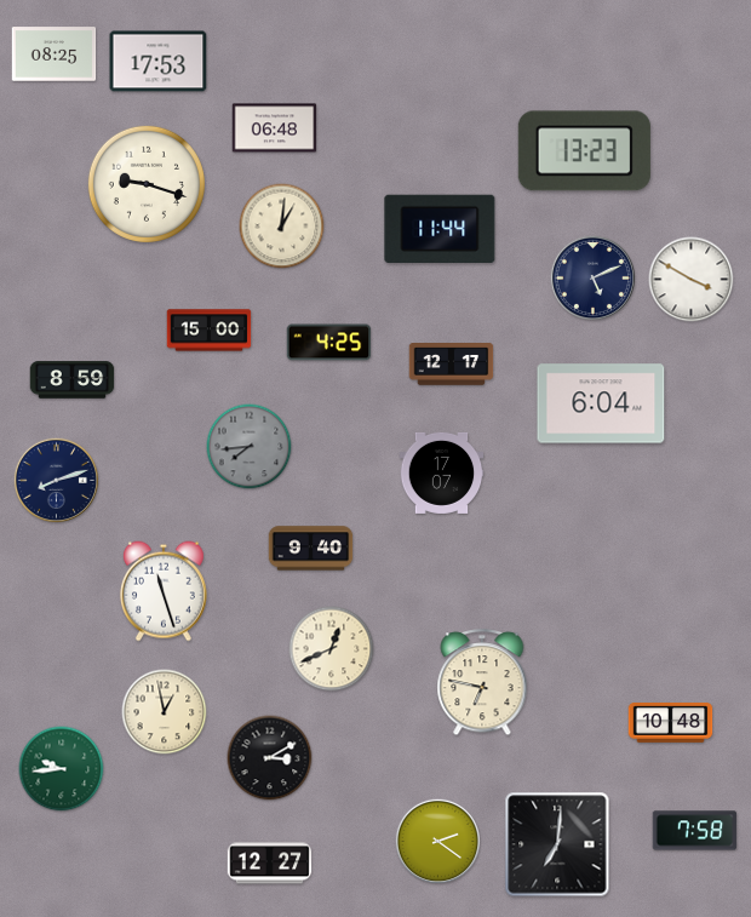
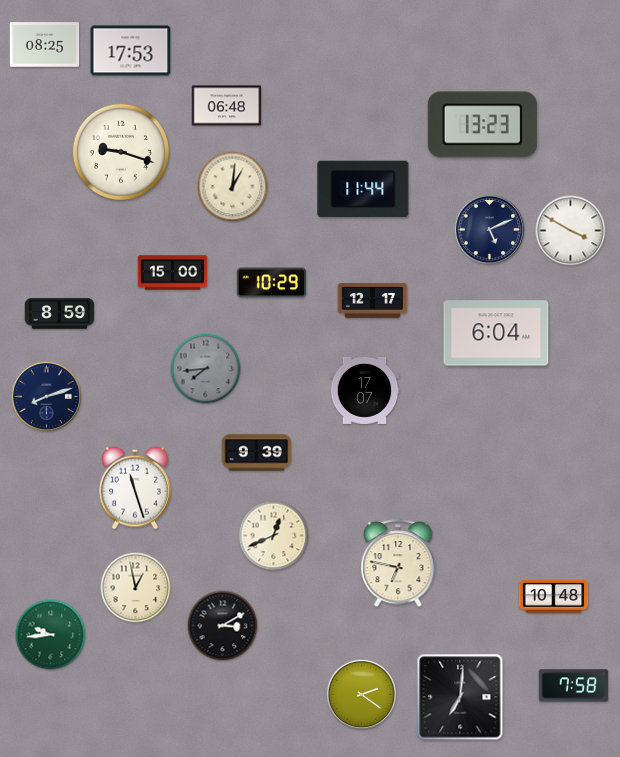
clock at (329, 343): 4:25 -> 10:29
clock at (311, 549): 9:40 -> 9:39
clock at (270, 864): 12:27 -> none
